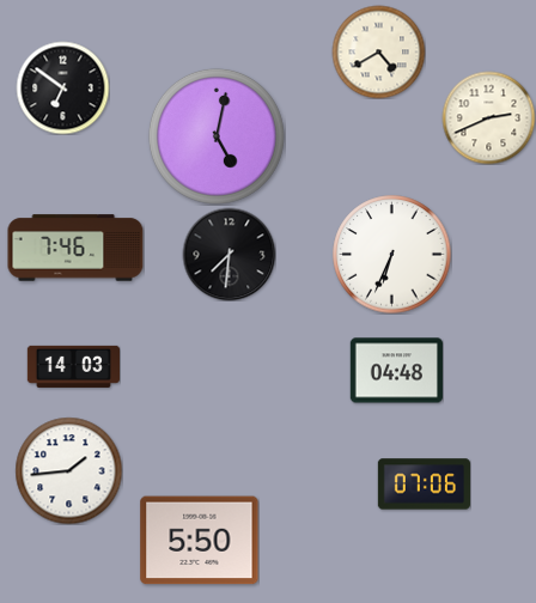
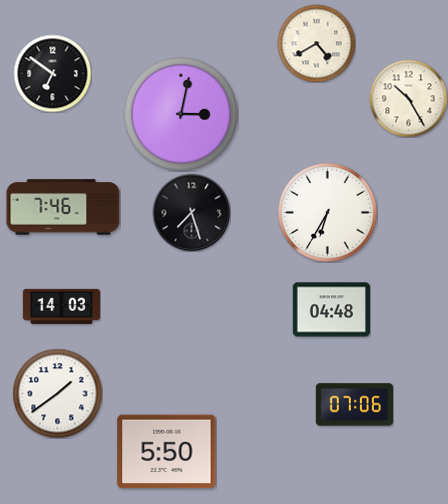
clock at (488, 117): 2:41 -> 10:25
clock at (217, 136): 5:02 -> 3:02
clock at (229, 254): 7:31 -> 7:27
clock at (392, 255): 6:34 -> 6:35
clock at (68, 470): 1:44 -> 1:39
